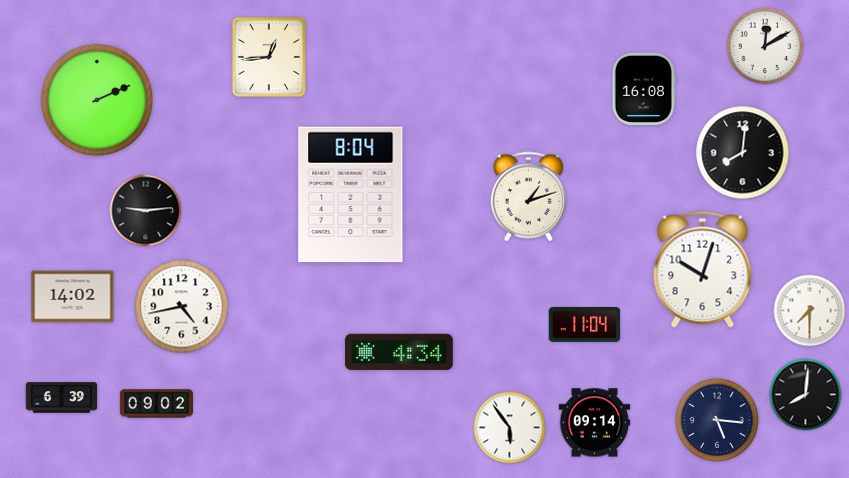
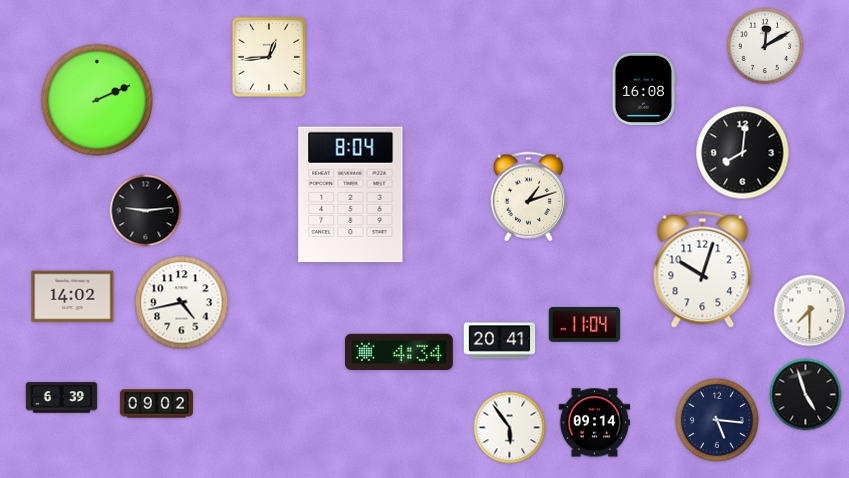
clock at (182, 307) position: (182, 307) -> (182, 303)
clock at (500, 341): none -> 20:41
clock at (806, 395): 8:01 -> 4:57
